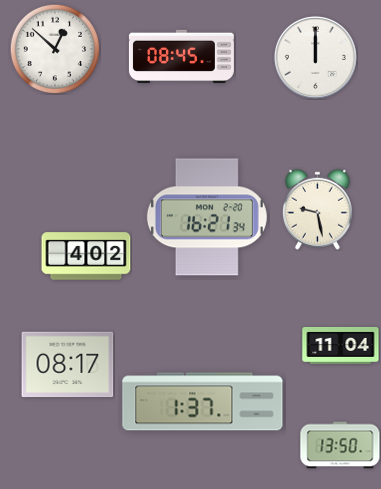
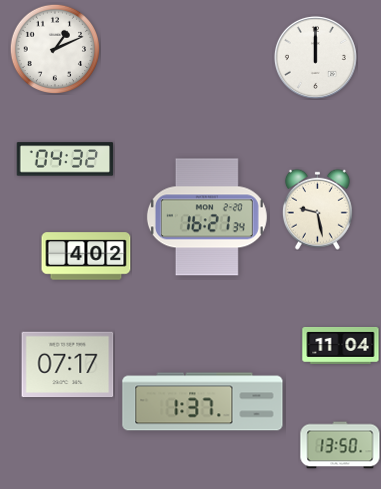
clock at (54, 48): 12:52 -> 1:11
clock at (181, 57): 08:45 -> none
clock at (65, 159): none -> 04:32
clock at (68, 365): 08:17 -> 07:17
